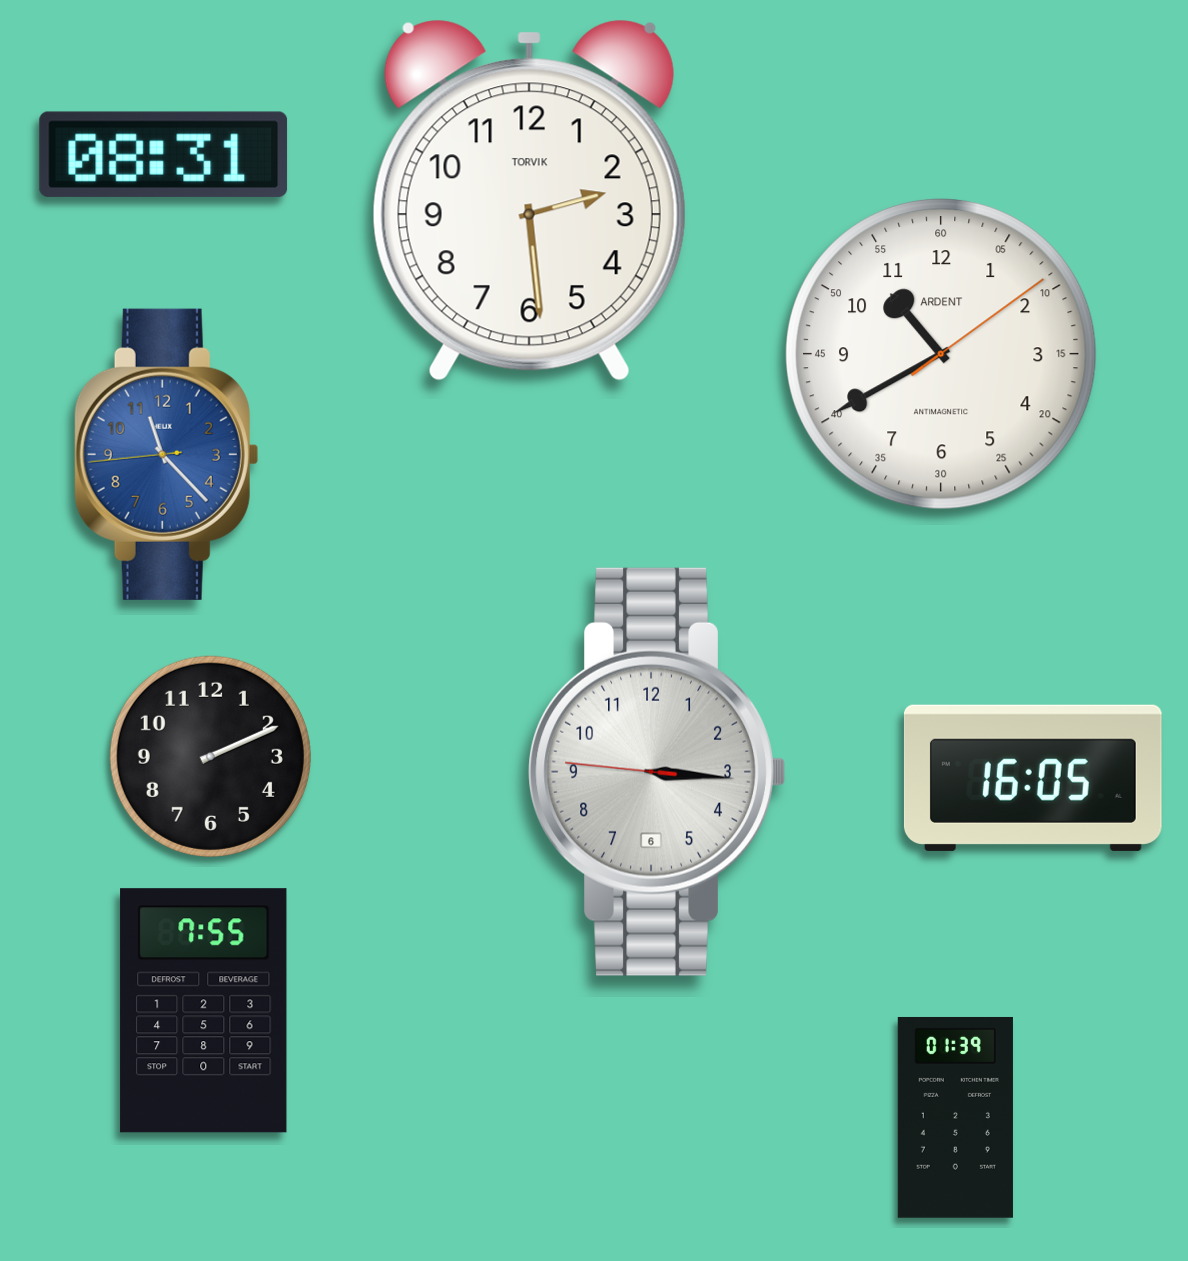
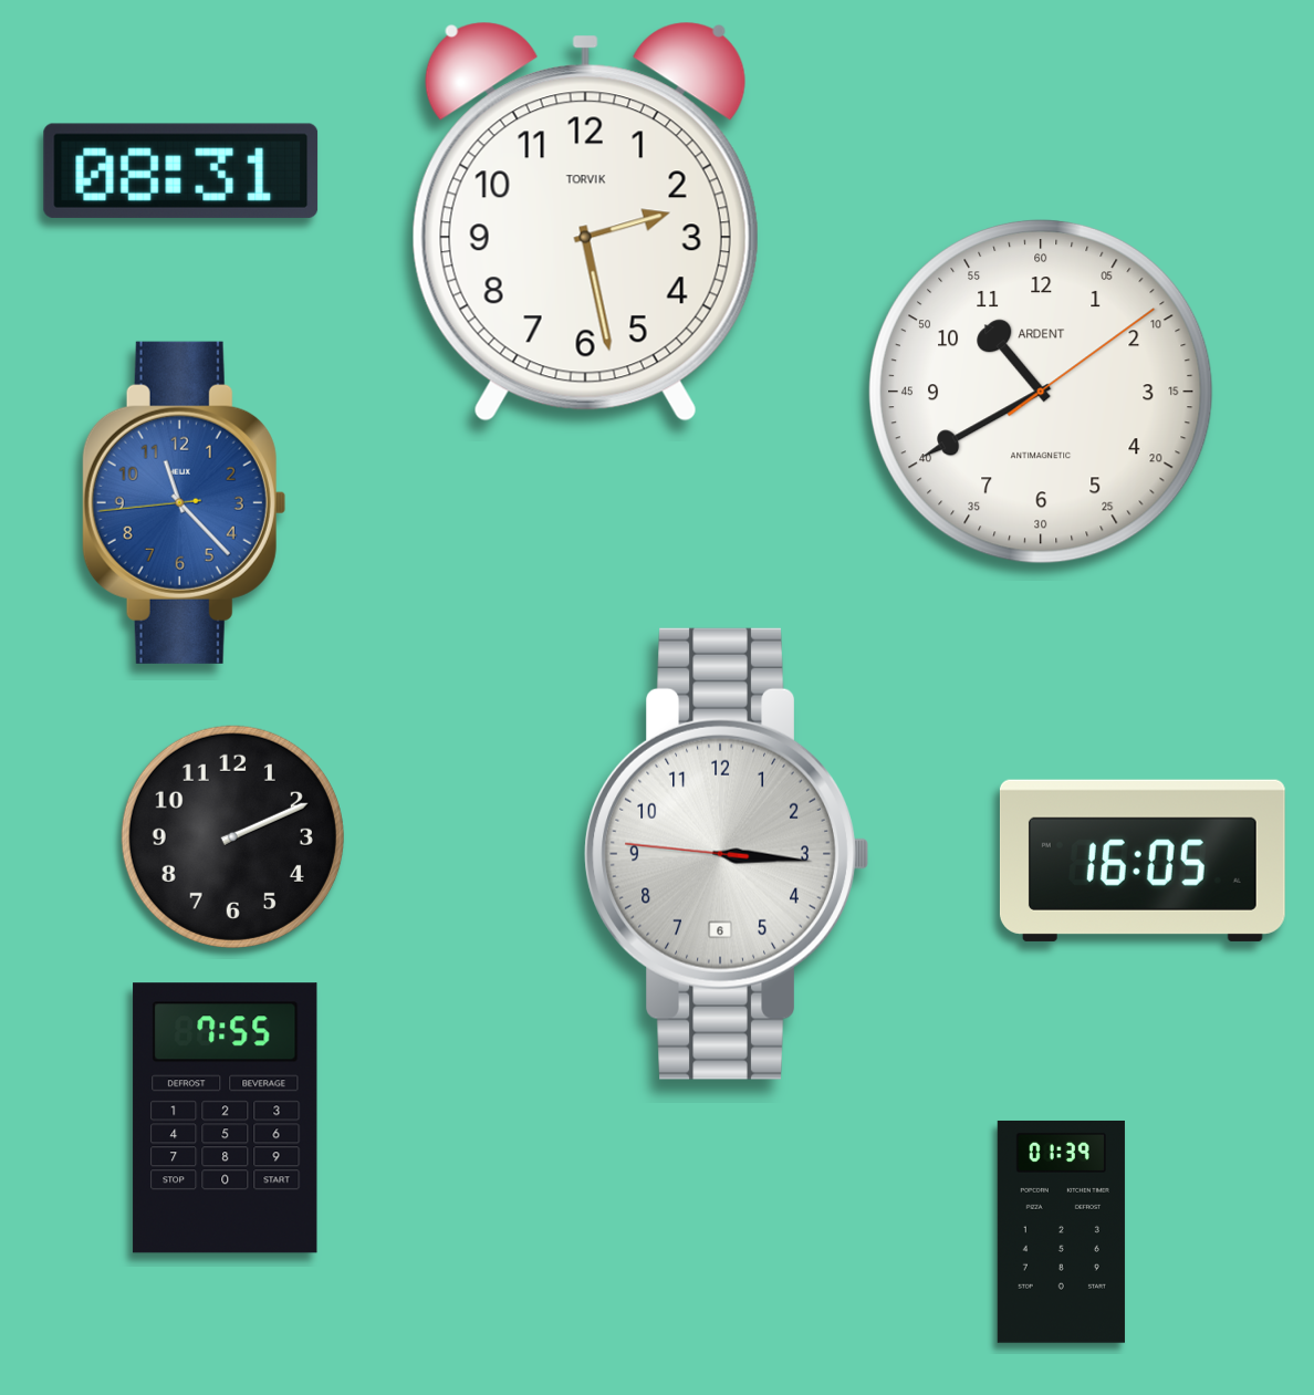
clock at (529, 200): 2:29 -> 2:28
clock at (955, 1117) position: (955, 1117) -> (1061, 1231)
